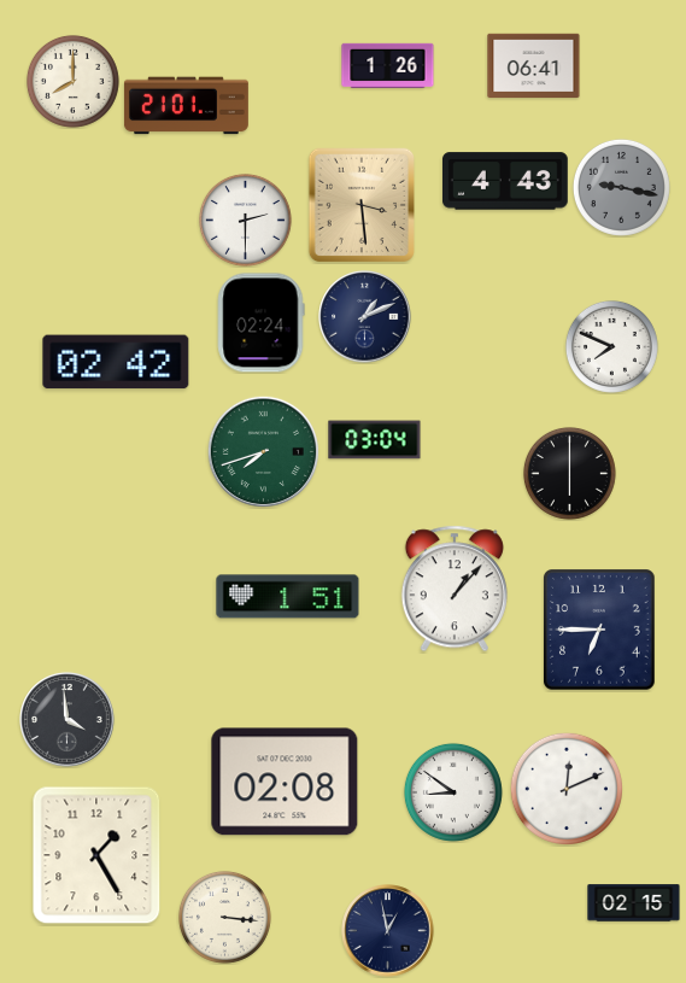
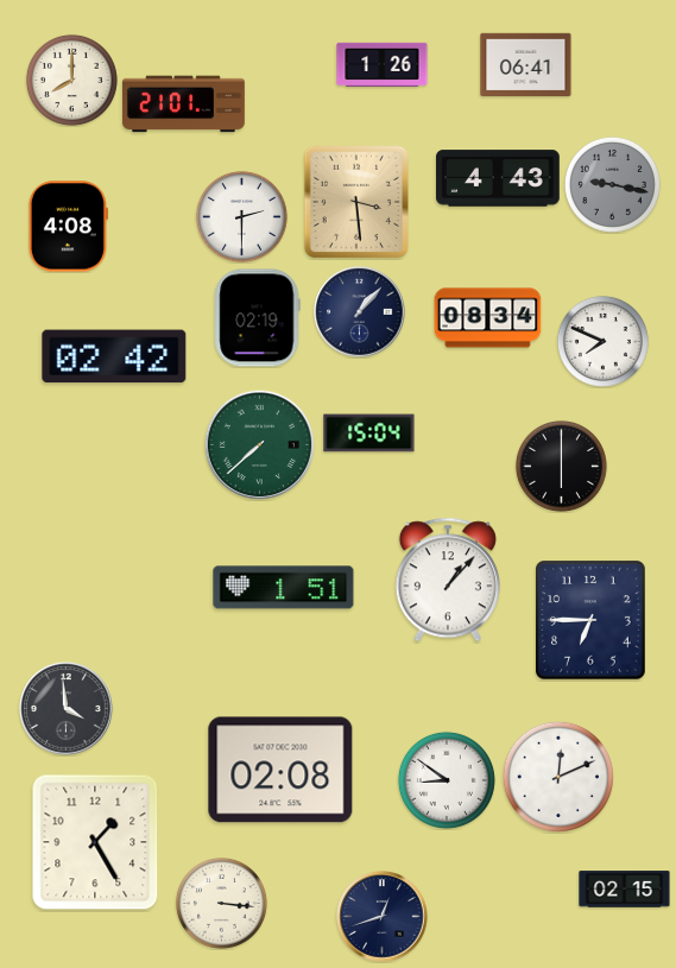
clock at (68, 227): none -> 4:08
clock at (365, 317): 1:11 -> 1:07
clock at (260, 323): 02:24 -> 02:19
clock at (488, 318): none -> 08:34
clock at (375, 440): 03:04 -> 15:04
clock at (263, 451): 7:42 -> 7:38
clock at (388, 931): 12:58 -> 12:42
